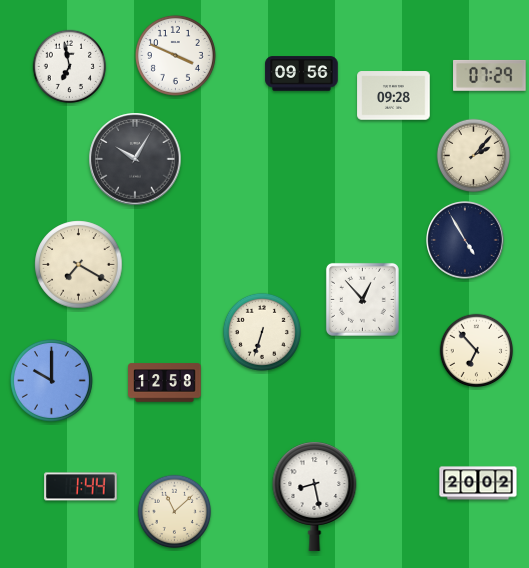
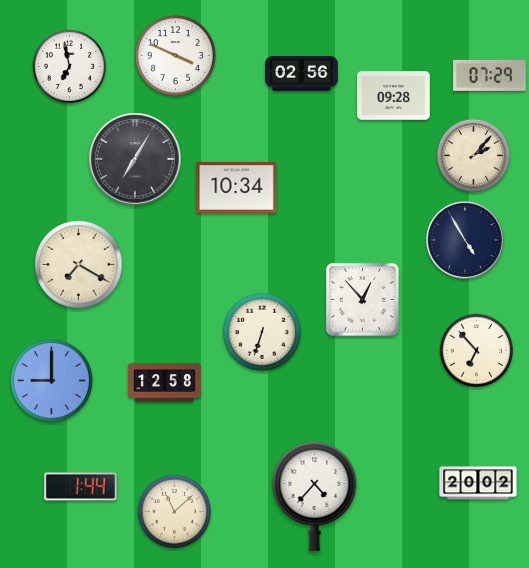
clock at (302, 74): 09:56 -> 02:56
clock at (135, 159): 10:05 -> 7:05
clock at (237, 187): none -> 10:34
clock at (51, 380): 10:00 -> 9:00
clock at (315, 496): 8:28 -> 4:37
